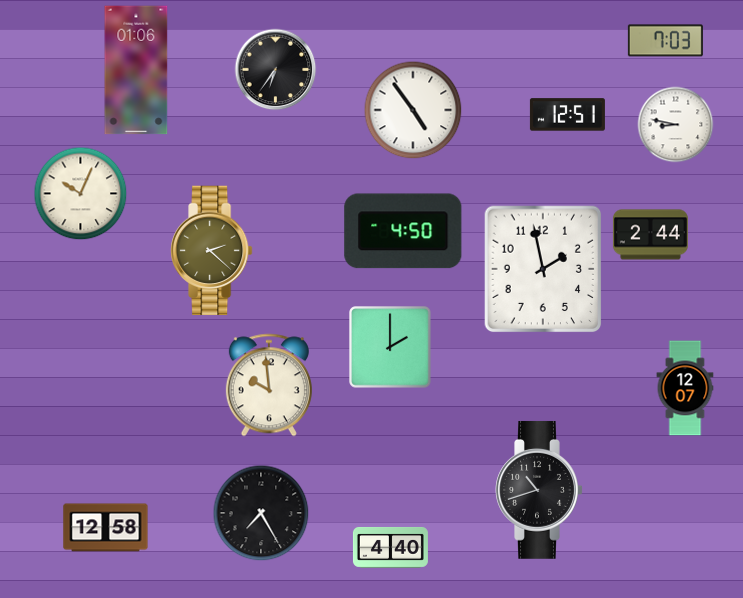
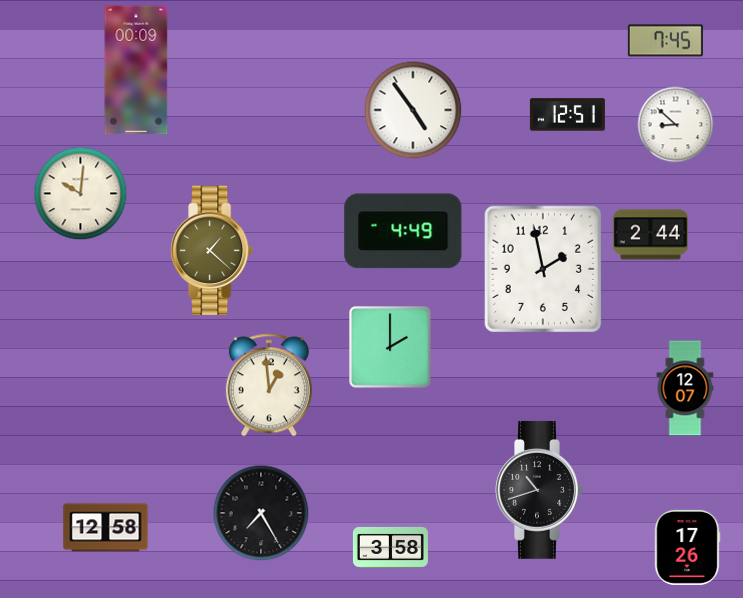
clock at (665, 41): 7:03 -> 7:45
clock at (136, 70): 01:06 -> 00:09
clock at (276, 70): 6:36 -> none
clock at (676, 125): 8:47 -> 8:52
clock at (81, 194): 10:04 -> 10:01
clock at (403, 231): 4:50 -> 4:49
clock at (212, 251): 2:22 -> 1:22
clock at (269, 385): 9:59 -> 12:59
clock at (390, 547): 4:40 -> 3:58
clock at (687, 547): none -> 17:26
